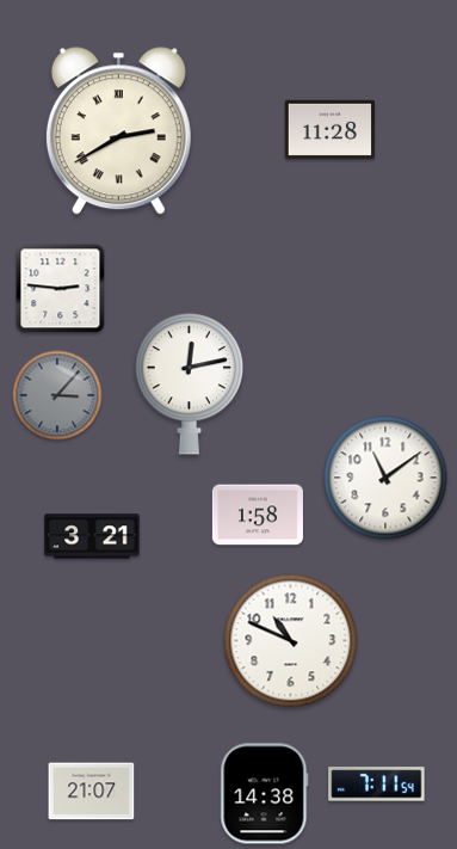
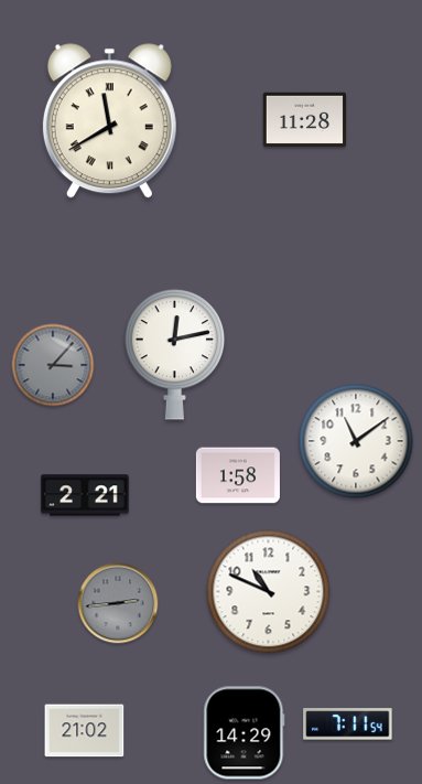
clock at (118, 131): 2:40 -> 11:40
clock at (61, 289): 2:46 -> none
clock at (92, 536): 3:21 -> 2:21
clock at (118, 603): none -> 2:44
clock at (92, 792): 21:07 -> 21:02
clock at (265, 794): 14:38 -> 14:29
